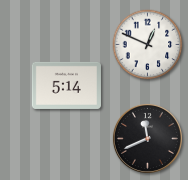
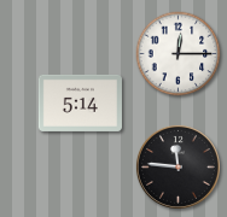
clock at (148, 45): 12:49 -> 12:15
clock at (147, 138): 11:41 -> 11:46
